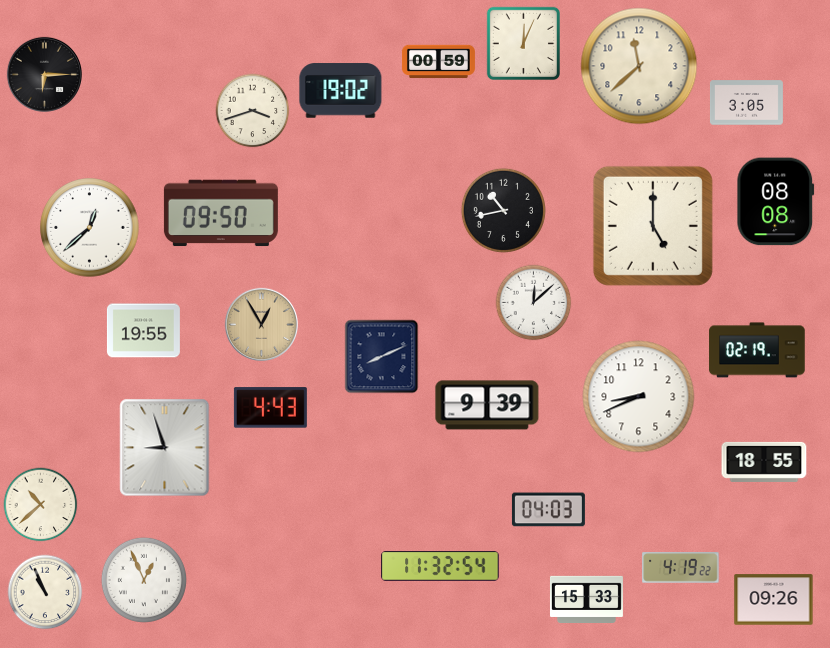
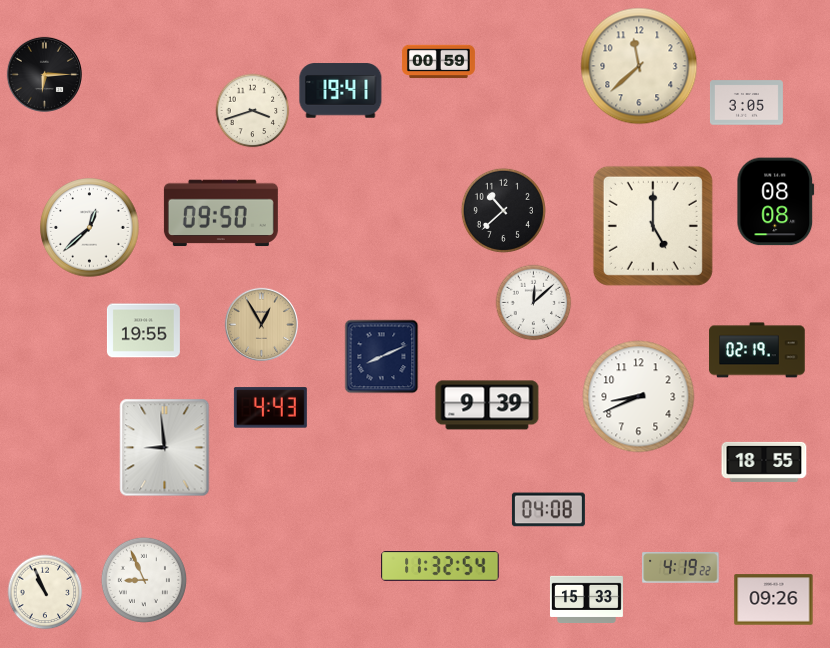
clock at (523, 43): 12:04 -> none
clock at (341, 91): 19:02 -> 19:41
clock at (503, 210): 10:43 -> 10:38
clock at (165, 448): 8:57 -> 8:59
clock at (41, 505): 10:38 -> none
clock at (548, 510): 04:03 -> 04:08
clock at (144, 580): 12:56 -> 8:56
